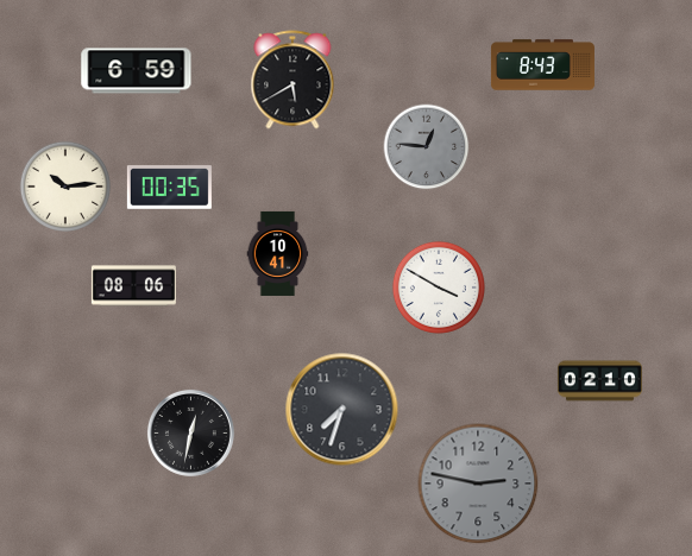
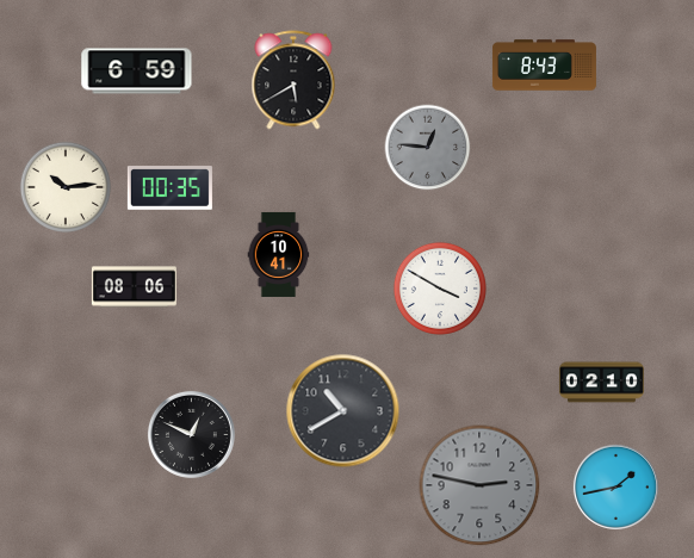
clock at (342, 410): 7:33 -> 10:40
clock at (190, 432): 12:32 -> 12:49
clock at (615, 486): none -> 1:43
